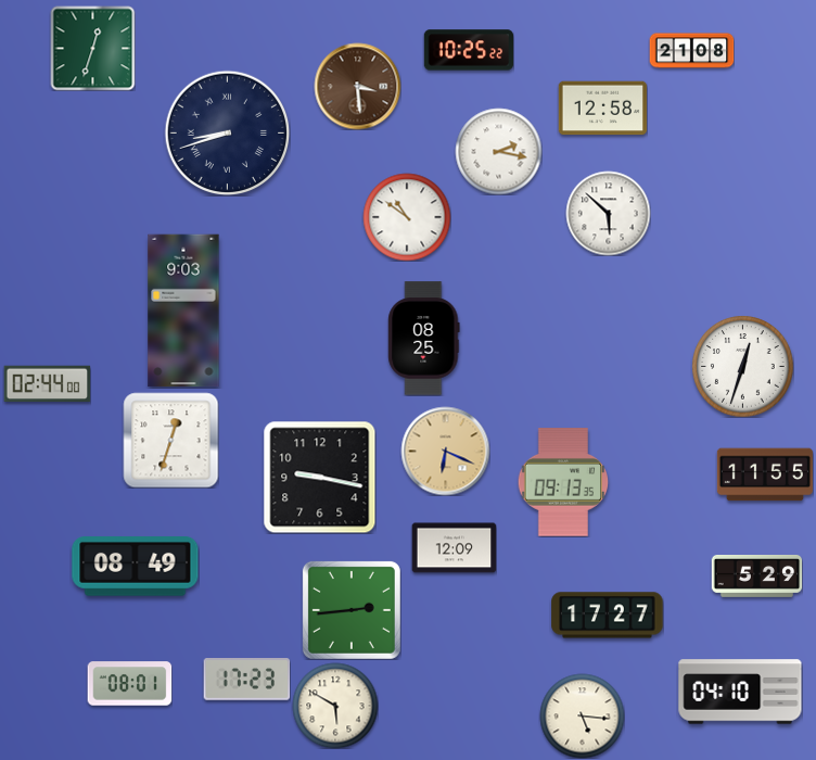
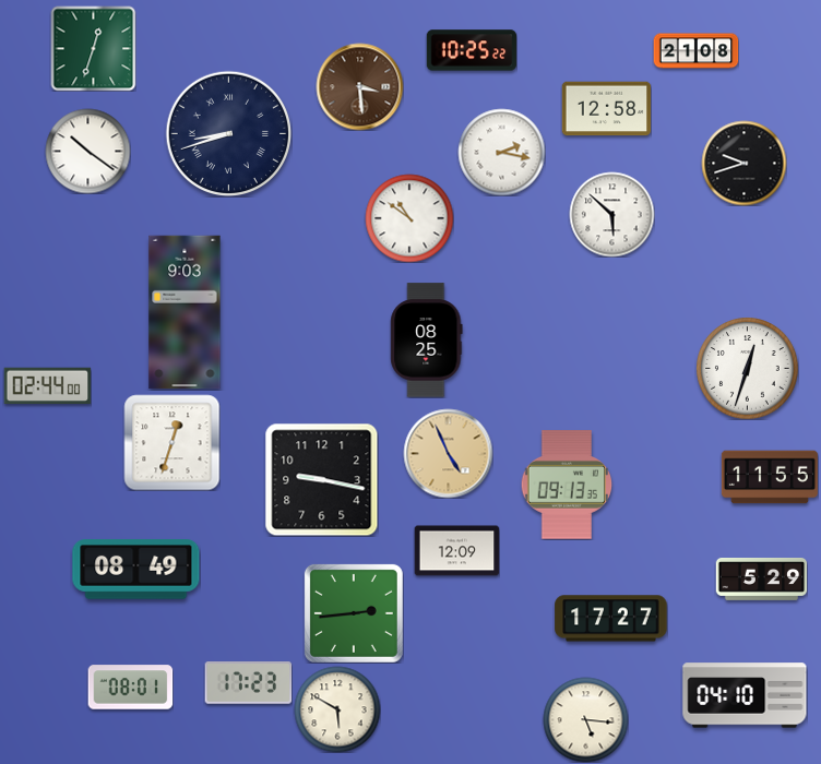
clock at (87, 151): none -> 10:21
clock at (743, 163): none -> 9:42
clock at (445, 451): 6:19 -> 4:56
